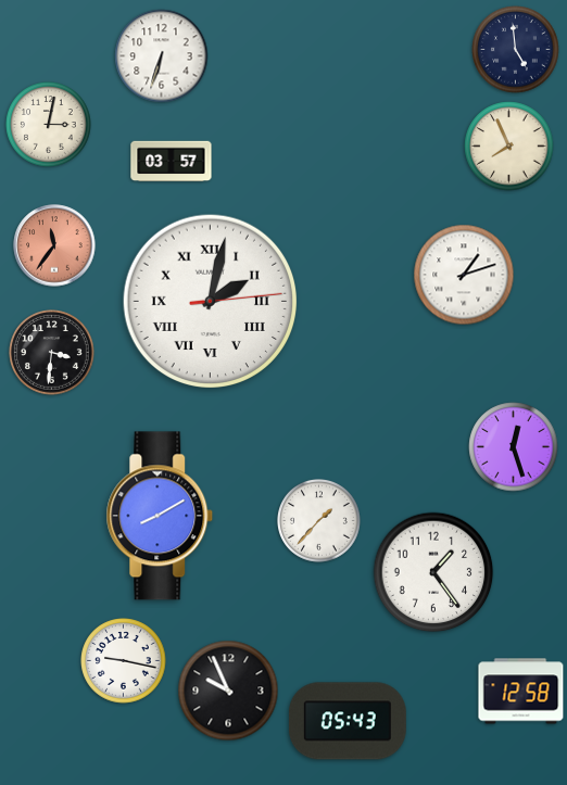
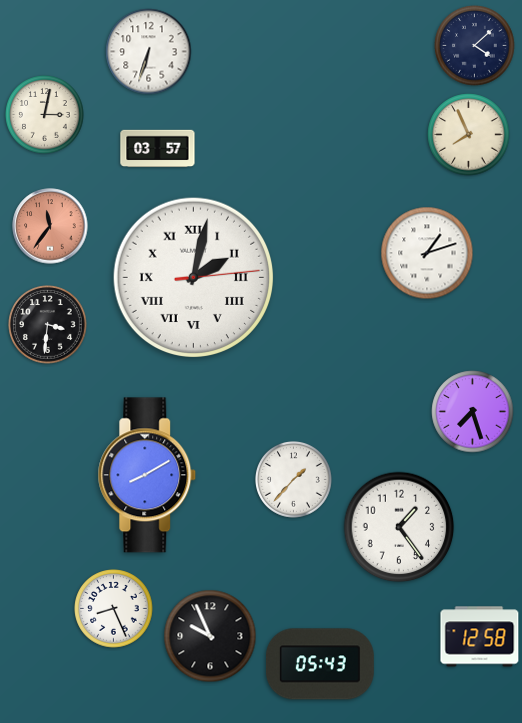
clock at (516, 50): 4:59 -> 4:08
clock at (514, 447): 12:27 -> 7:27
clock at (124, 661): 9:17 -> 8:26
